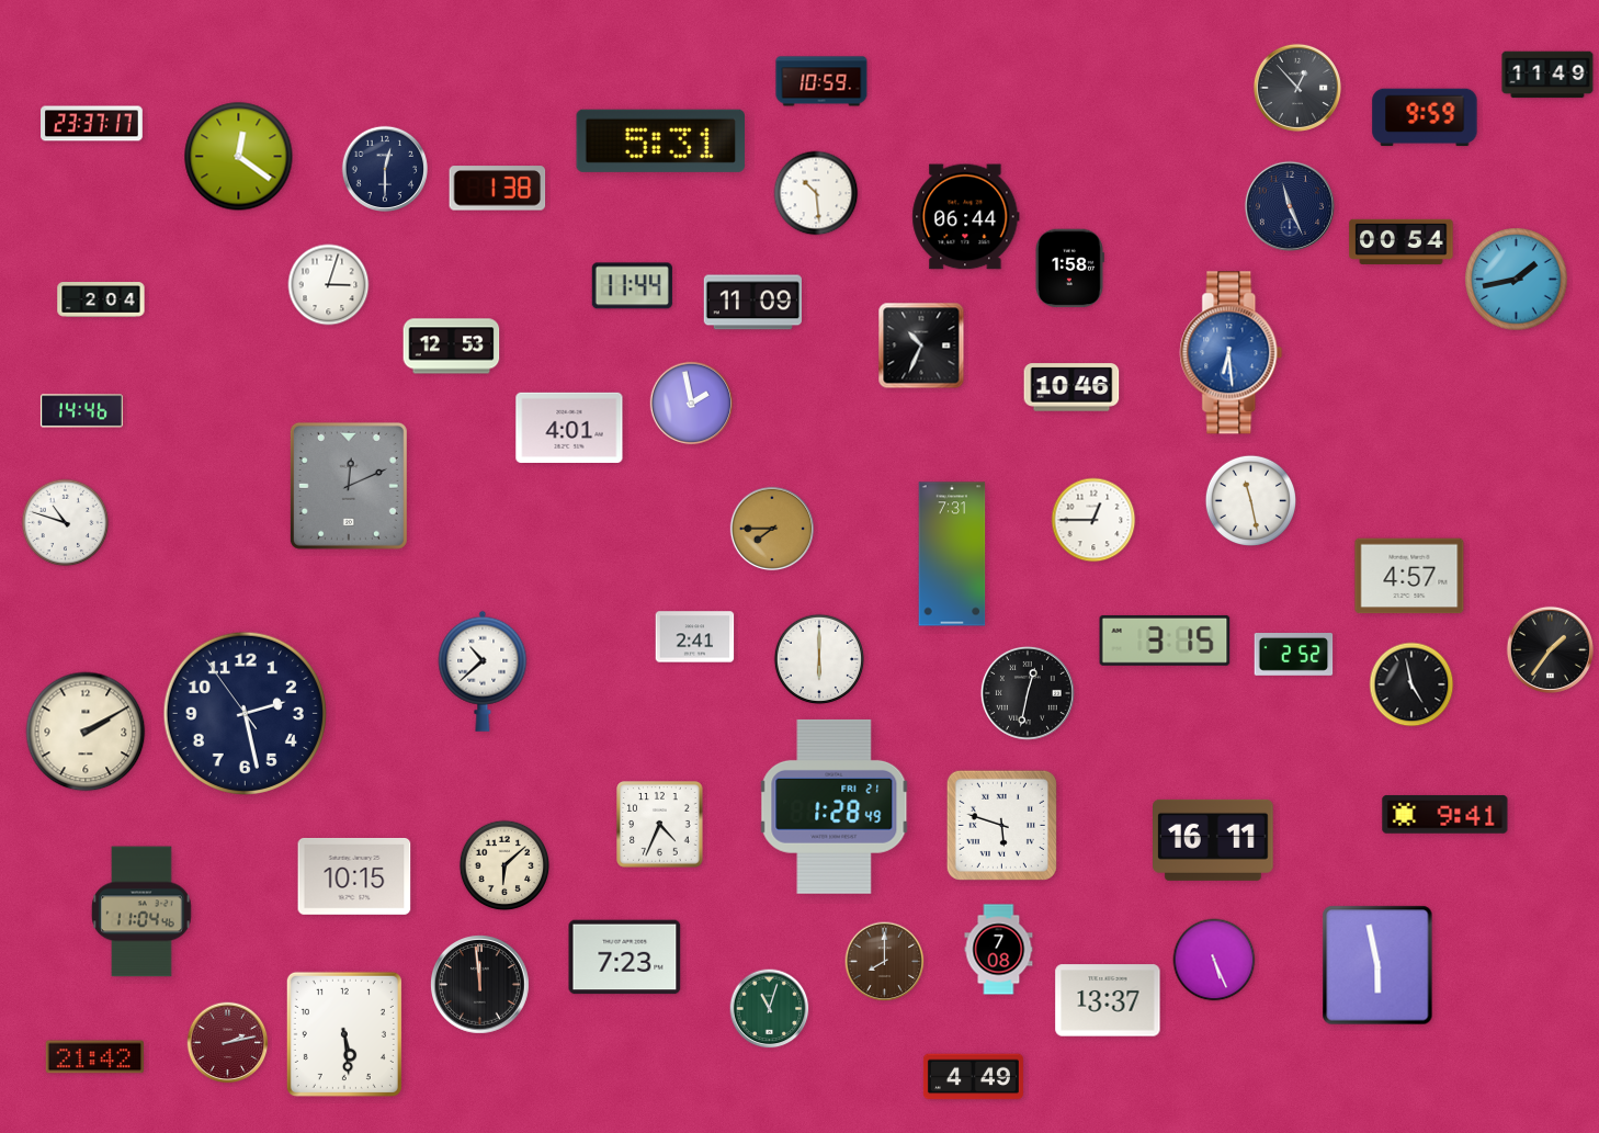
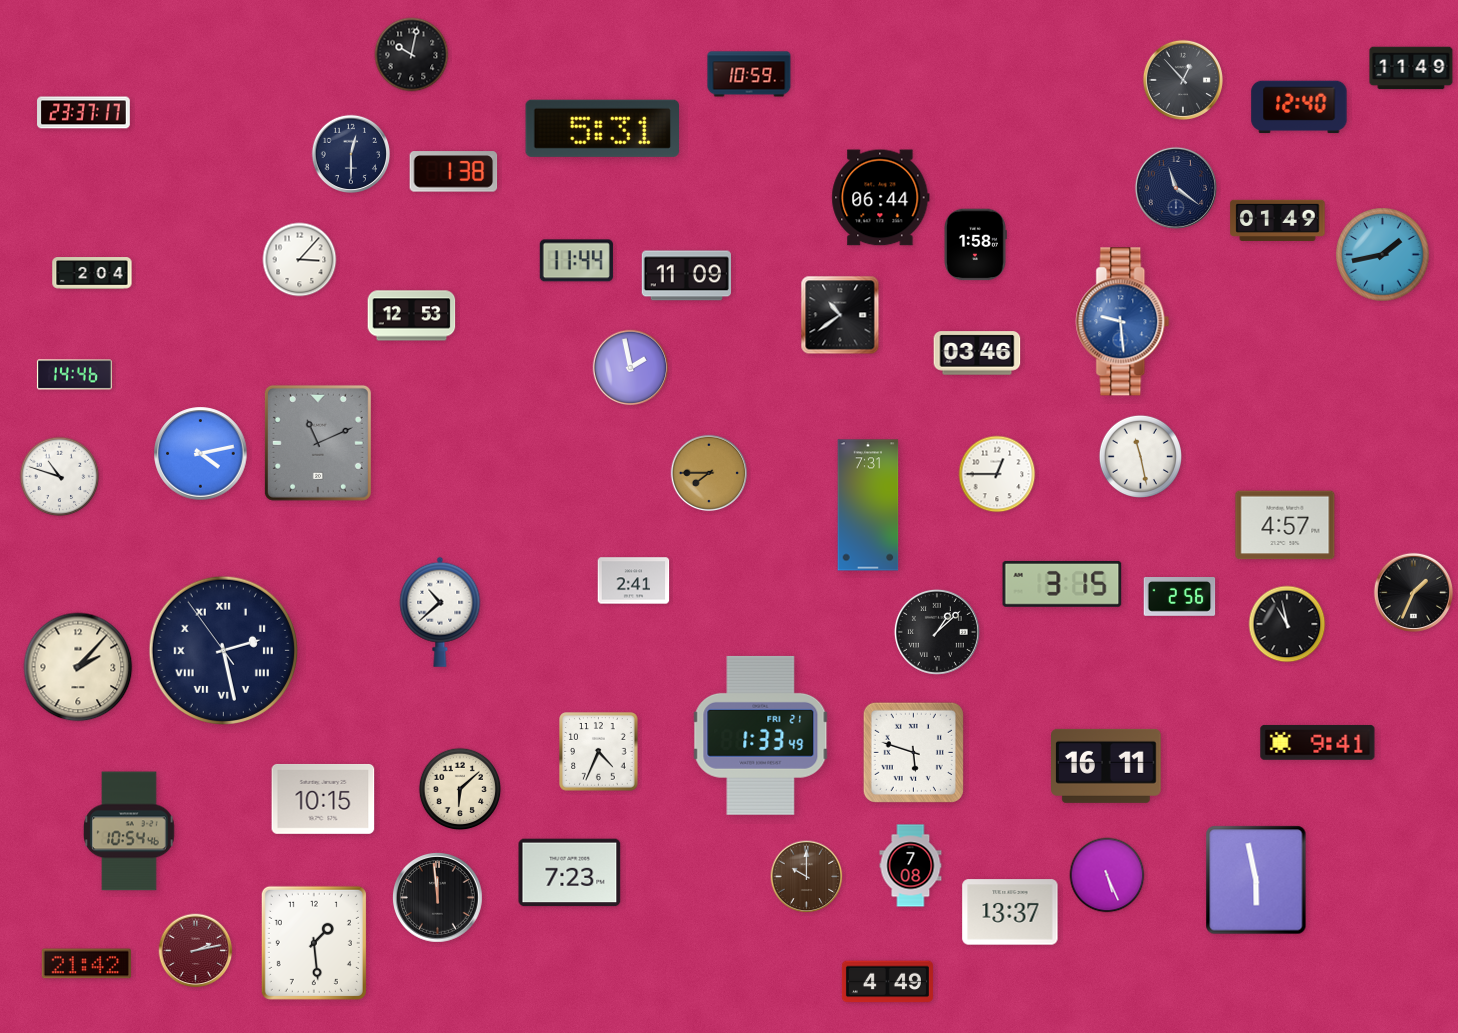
clock at (412, 55): none -> 10:02
clock at (1425, 117): 9:59 -> 12:40
clock at (239, 157): 12:21 -> none
clock at (816, 193): 10:29 -> none
clock at (1290, 206): 11:26 -> 11:21
clock at (1402, 241): 00:54 -> 01:49
clock at (329, 285): 3:03 -> 3:07
clock at (921, 345): 10:34 -> 10:39
clock at (1232, 353): 6:29 -> 9:29
clock at (1071, 387): 10:46 -> 03:46
clock at (569, 427): 4:01 -> none
clock at (349, 486): 12:11 -> 11:11
clock at (201, 454): none -> 4:13
clock at (772, 529) position: (772, 529) -> (709, 473)
clock at (1550, 649): 1:36 -> 1:34
clock at (1294, 655): 2:52 -> 2:56
clock at (819, 659): 6:00 -> none
clock at (1411, 684): 4:58 -> 10:58
clock at (1028, 693): 12:32 -> 1:08
clock at (245, 713) numerals: Arabic -> Roman
clock at (86, 732): 2:10 -> 2:07
clock at (835, 806): 1:28 -> 1:33
clock at (660, 825) position: (660, 825) -> (599, 752)
clock at (143, 911): 11:04 -> 10:54
clock at (885, 962): 8:00 -> 10:00
clock at (770, 1009): 11:03 -> none
clock at (344, 1034): 5:29 -> 1:29
clock at (228, 1043) position: (228, 1043) -> (196, 951)
